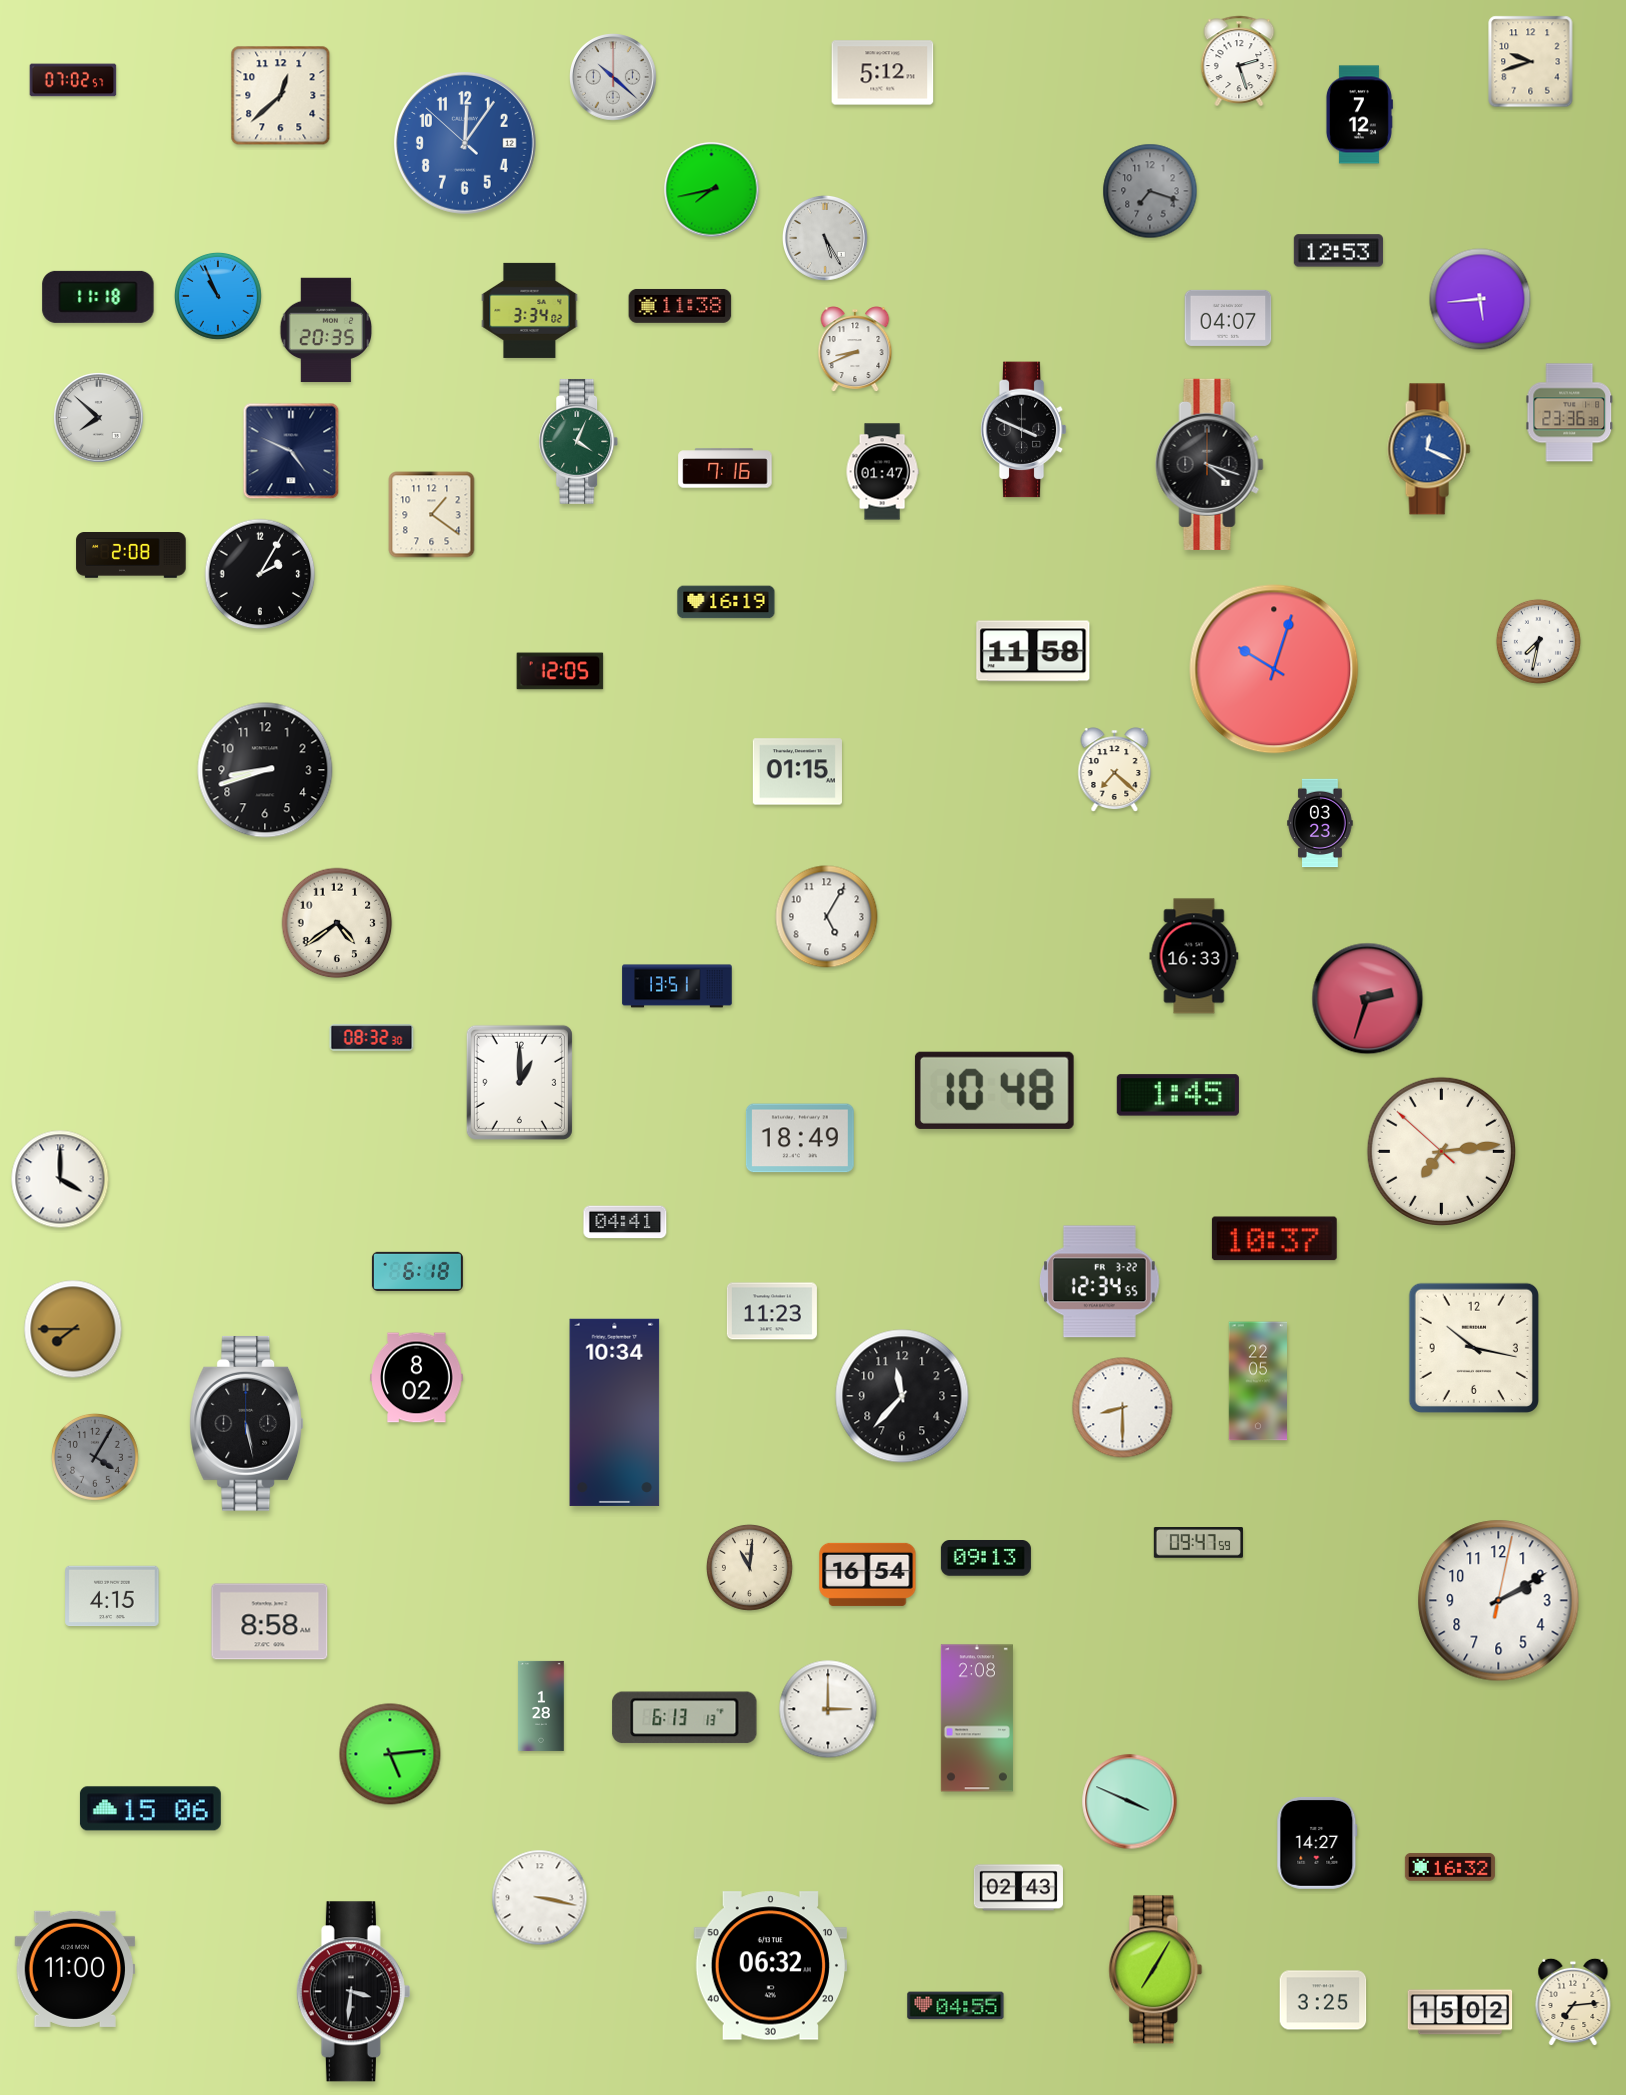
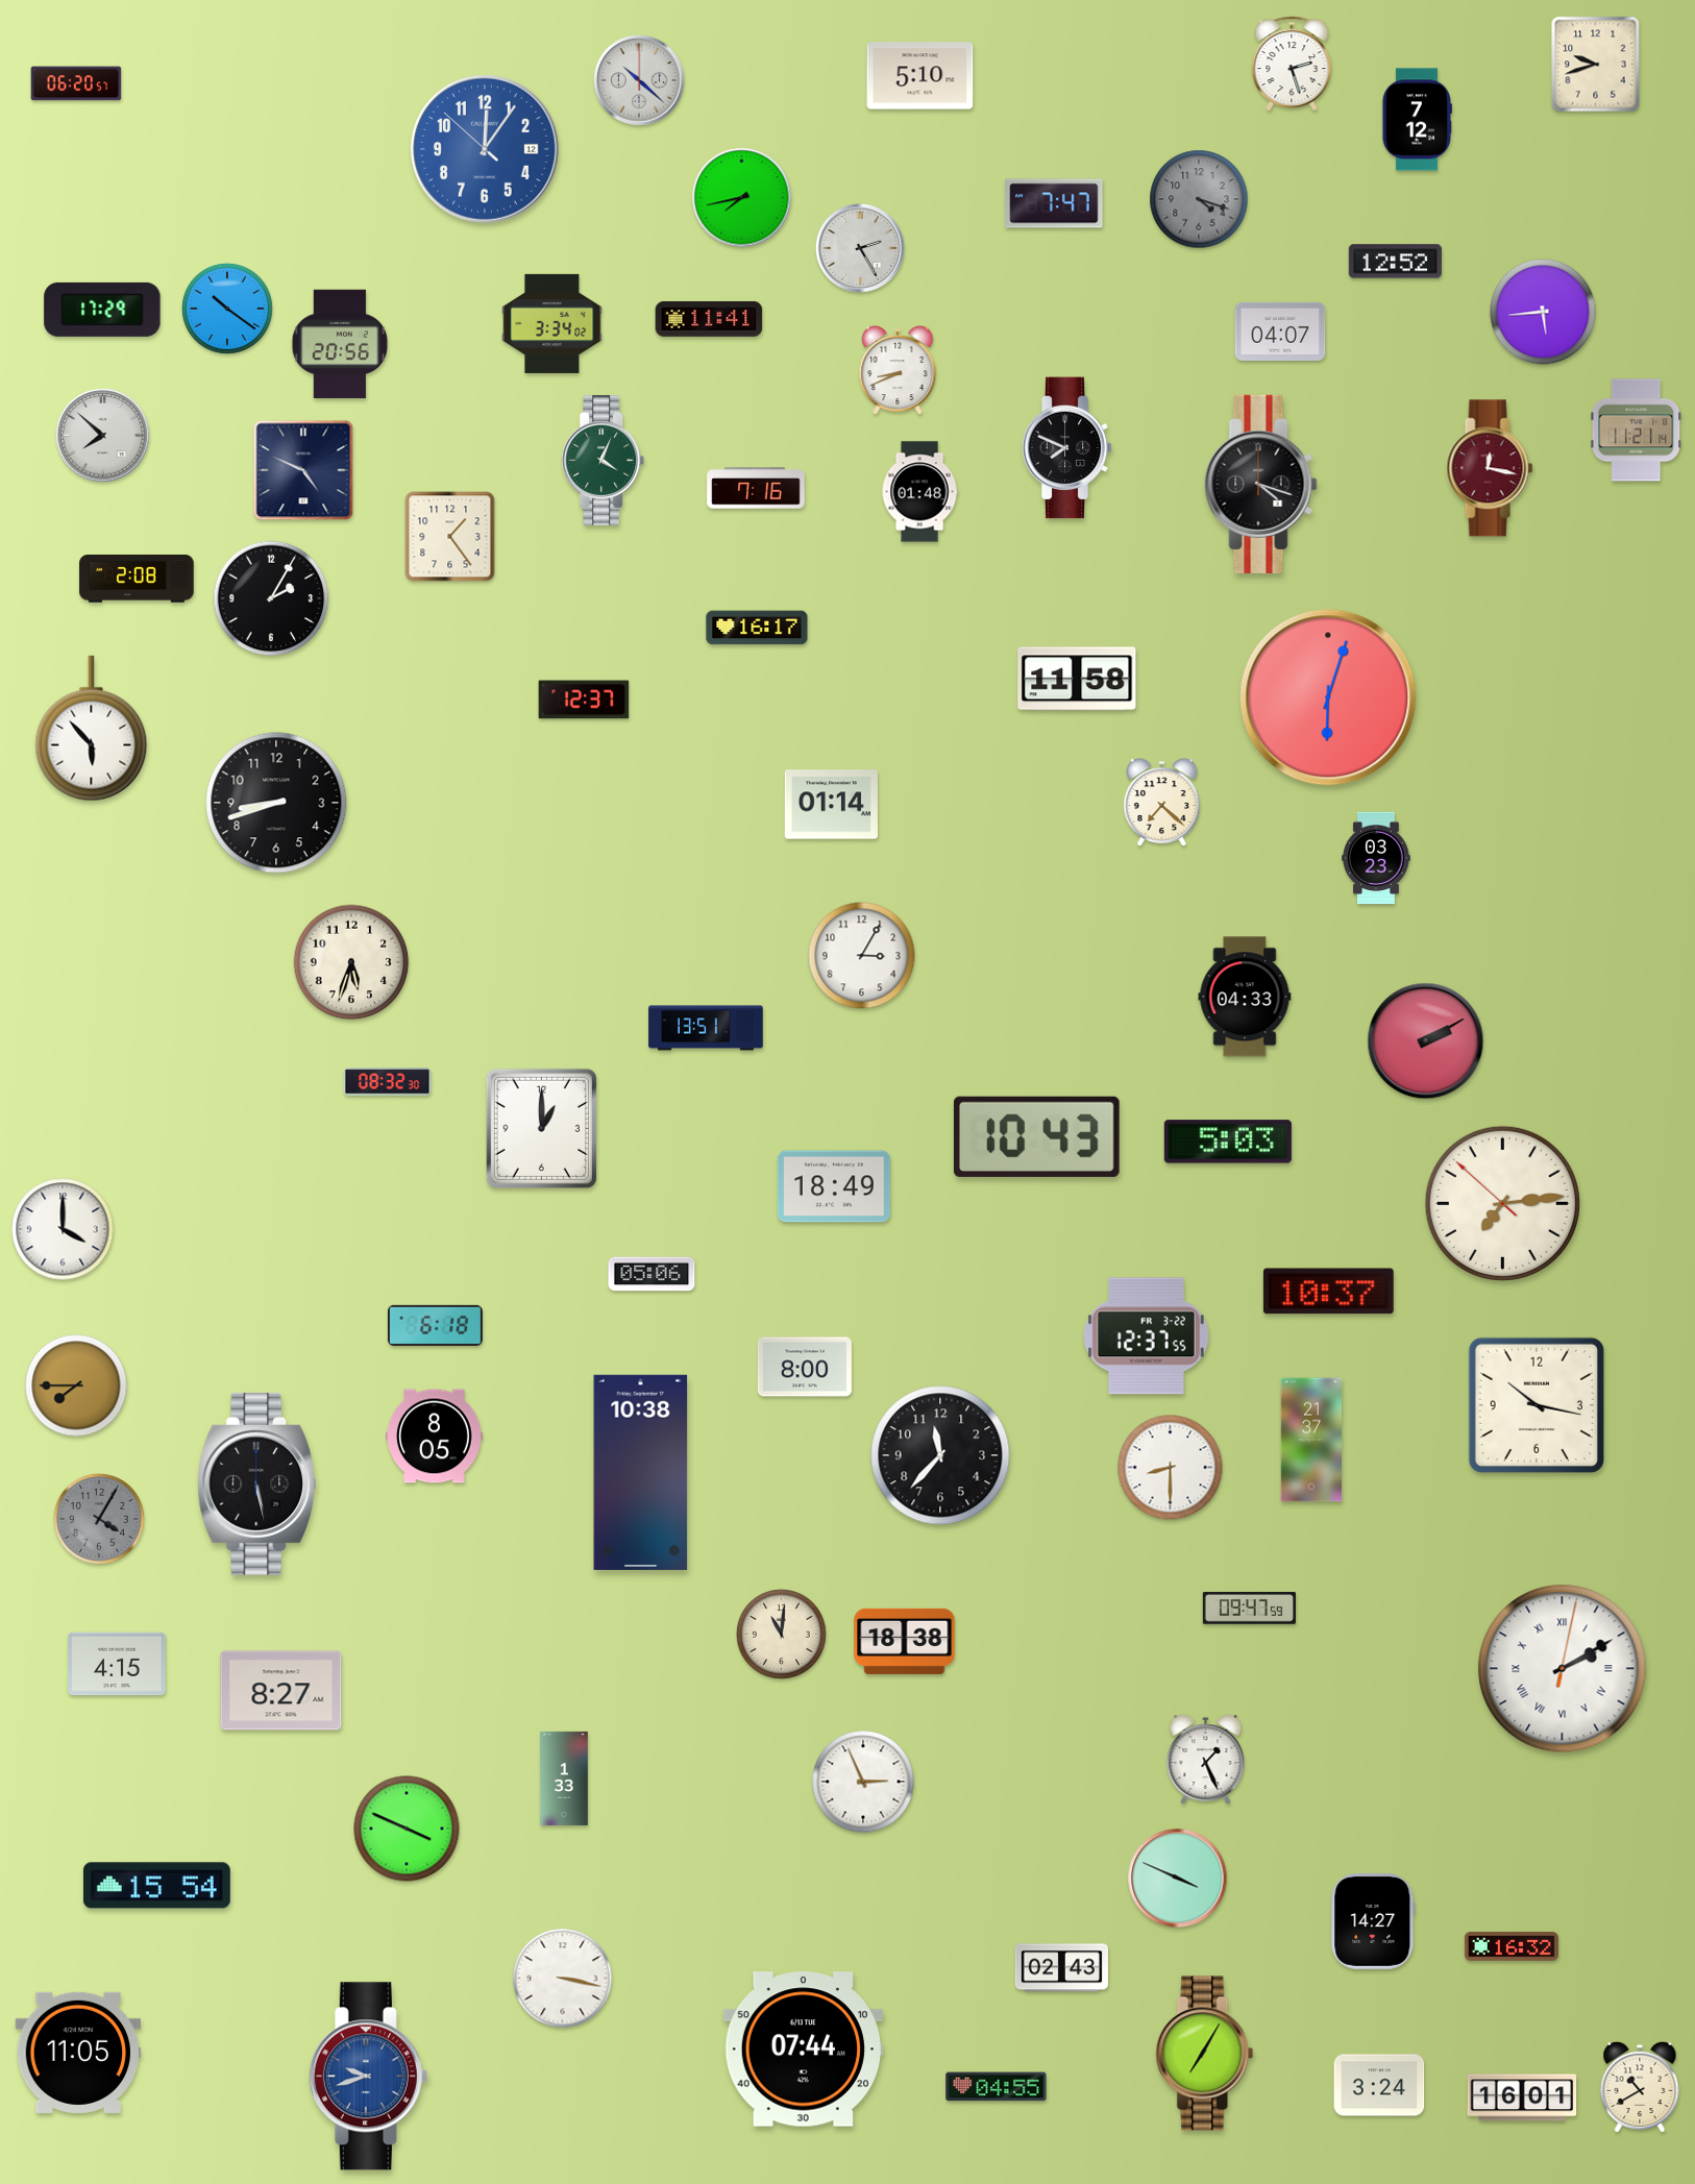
clock at (883, 73): 5:12 -> 5:10
clock at (73, 80): 07:02 -> 06:20
clock at (281, 96): 12:38 -> none
clock at (1150, 191): 7:18 -> 4:18
clock at (1054, 203): none -> 7:47
clock at (825, 238): 5:25 -> 2:25
clock at (1338, 251): 12:53 -> 12:52
clock at (218, 296): 10:56 -> 10:21
clock at (98, 297): 11:18 -> 17:29
clock at (680, 306): 11:38 -> 11:41
clock at (326, 330): 20:35 -> 20:56
clock at (855, 349) position: (855, 349) -> (898, 370)
clock at (1570, 413): 23:36 -> 11:21
clock at (1023, 430): 3:49 -> 7:49
clock at (1429, 449): 12:19 -> 12:17
clock at (1429, 449) dial: blue -> burgundy
clock at (882, 472): 01:47 -> 01:48
clock at (432, 515): 1:21 -> 1:24
clock at (726, 602): 16:19 -> 16:17
clock at (1538, 641): 7:32 -> none
clock at (1274, 669): 10:03 -> 6:03
clock at (560, 671): 12:05 -> 12:37
clock at (92, 729): none -> 5:53
clock at (797, 772): 01:15 -> 01:14
clock at (827, 917): 5:05 -> 3:05
clock at (337, 923): 4:39 -> 5:33
clock at (1194, 956): 16:33 -> 04:33
clock at (1368, 999): 2:33 -> 2:10
clock at (994, 1090): 10:48 -> 10:43
clock at (1178, 1095): 1:45 -> 5:03
clock at (1441, 1151) position: (1441, 1151) -> (1502, 1203)
clock at (625, 1222): 04:41 -> 05:06
clock at (1100, 1282): 12:34 -> 12:37
clock at (772, 1311): 11:23 -> 8:00
clock at (417, 1378): 8:02 -> 8:05
clock at (1257, 1381): 22:05 -> 21:37
clock at (615, 1412): 10:34 -> 10:38
clock at (986, 1558): 09:13 -> none
clock at (868, 1574): 16:54 -> 18:38
clock at (1499, 1601) numerals: Arabic -> Roman
clock at (270, 1622): 8:58 -> 8:27
clock at (1206, 1760): none -> 1:26
clock at (541, 1706): 1:28 -> 1:33
clock at (828, 1709): 3:00 -> 2:56
clock at (685, 1718): 6:13 -> none
clock at (977, 1718): 2:08 -> none
clock at (390, 1754): 5:14 -> 3:49
clock at (150, 1809): 15:06 -> 15:54
clock at (770, 1966): 06:32 -> 07:44
clock at (75, 1969): 11:00 -> 11:05
clock at (353, 1992): 3:31 -> 9:42
clock at (353, 1992) dial: black -> blue
clock at (1323, 2000): 3:25 -> 3:24
clock at (1573, 2002): 7:14 -> 10:40
clock at (956, 2006) position: (956, 2006) -> (997, 2087)
clock at (1460, 2012): 15:02 -> 16:01
